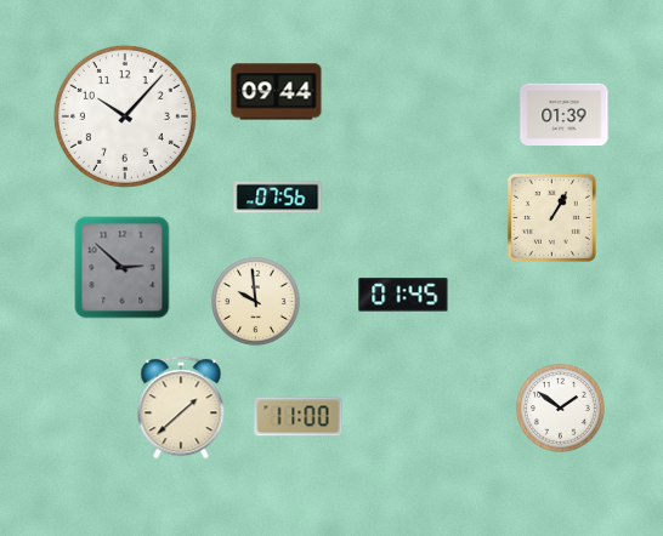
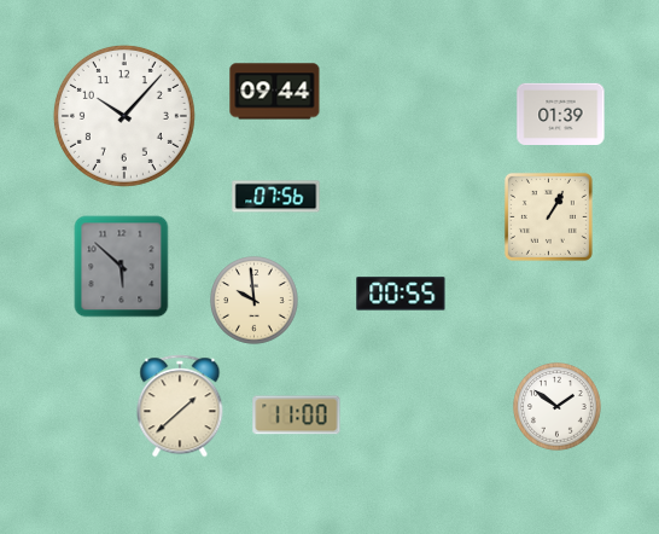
clock at (123, 268): 2:52 -> 5:52
clock at (403, 295): 01:45 -> 00:55
